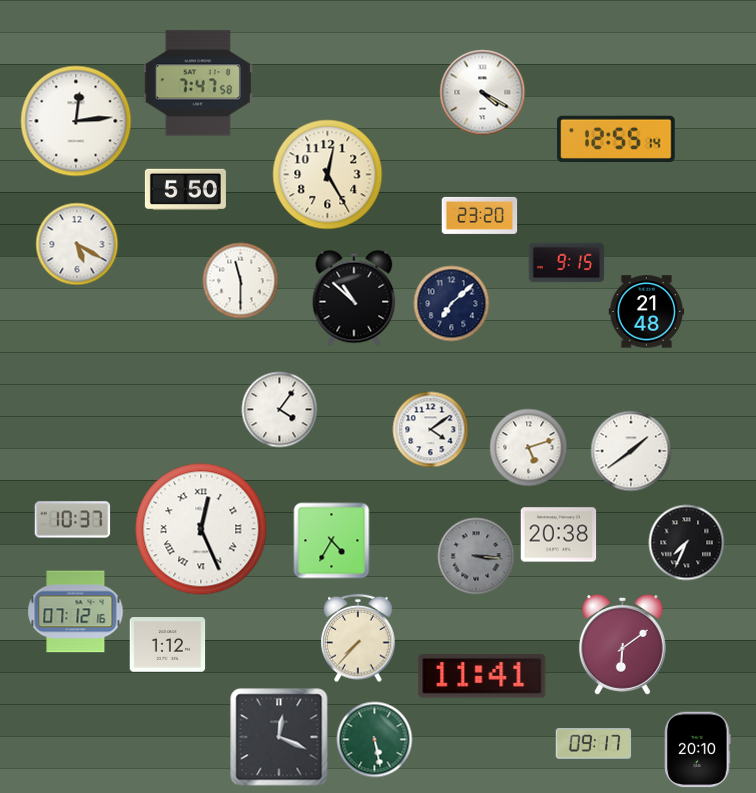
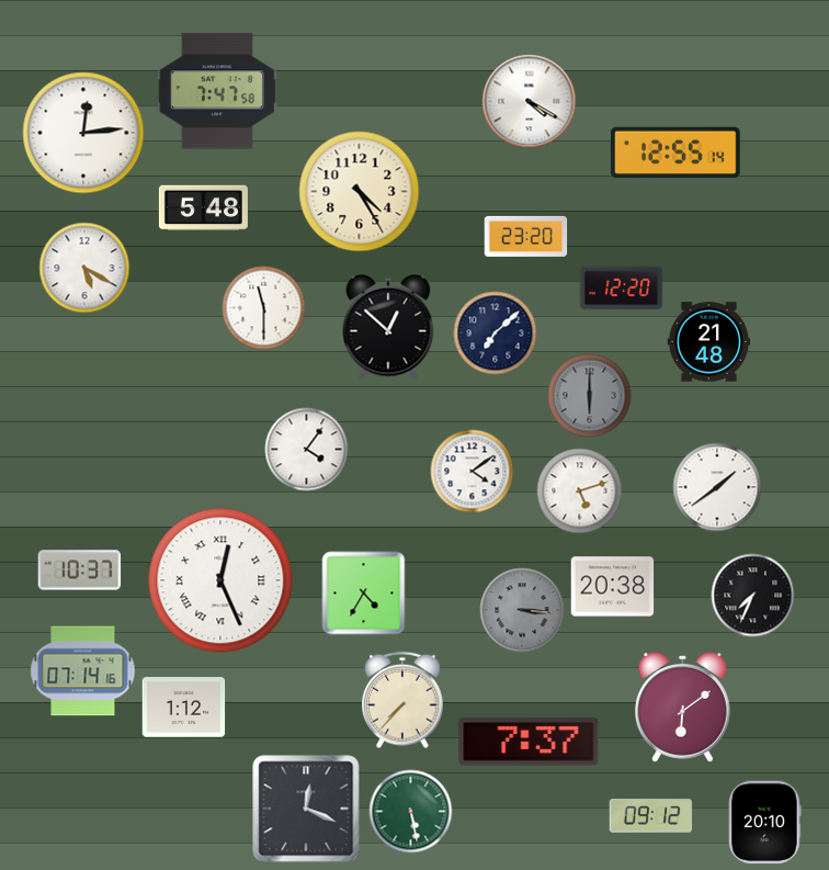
clock at (328, 175): 12:25 -> 4:25
clock at (185, 190): 5:50 -> 5:48
clock at (567, 263): 9:15 -> 12:20
clock at (354, 298): 10:52 -> 12:52
clock at (590, 396): none -> 6:00
clock at (631, 451) position: (631, 451) -> (717, 487)
clock at (76, 612): 07:12 -> 07:14
clock at (358, 638) position: (358, 638) -> (402, 700)
clock at (482, 676): 11:41 -> 7:37
clock at (594, 744): 09:17 -> 09:12
